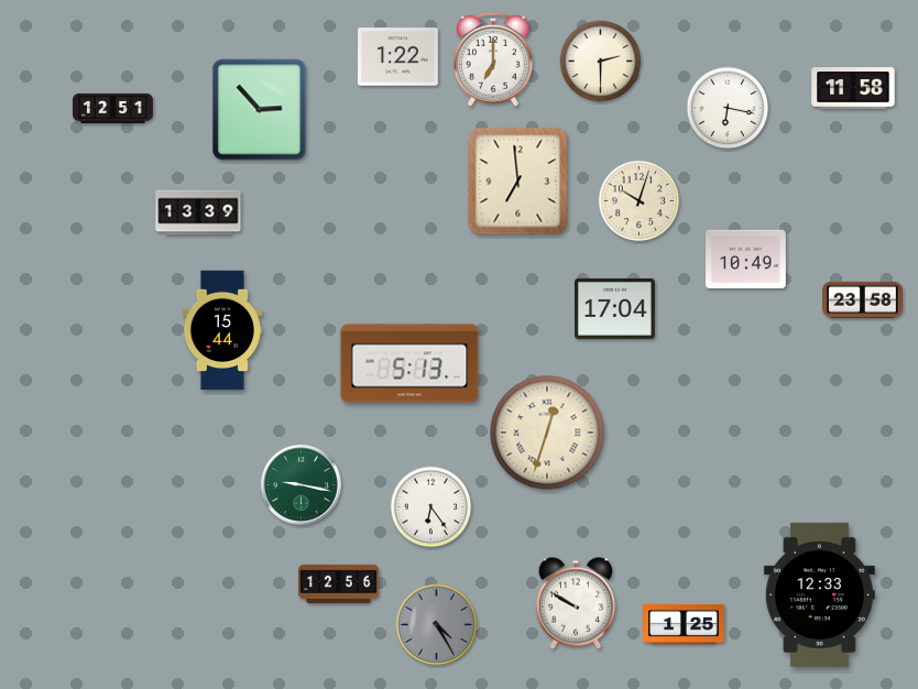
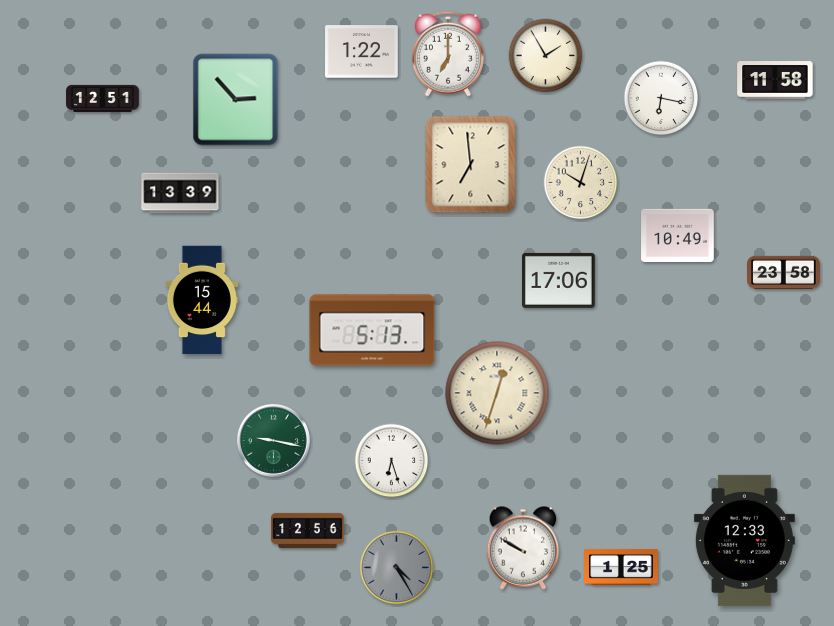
clock at (601, 62): 2:30 -> 1:55
clock at (615, 308): 17:04 -> 17:06
clock at (431, 507): 6:24 -> 6:27
